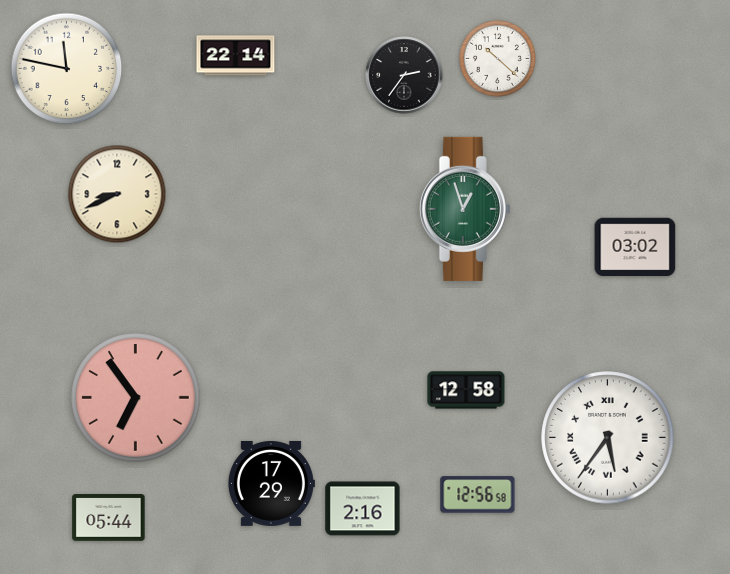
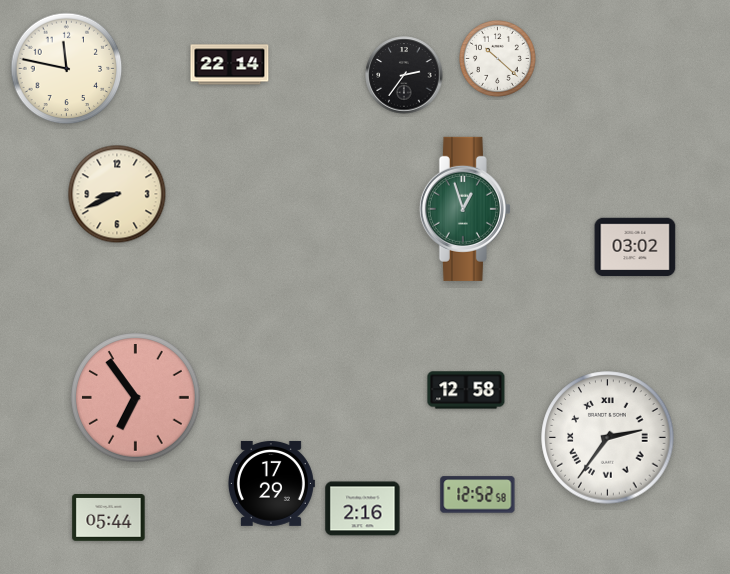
clock at (236, 56) position: (236, 56) -> (230, 65)
clock at (608, 438): 5:36 -> 2:36
clock at (478, 495): 12:56 -> 12:52
